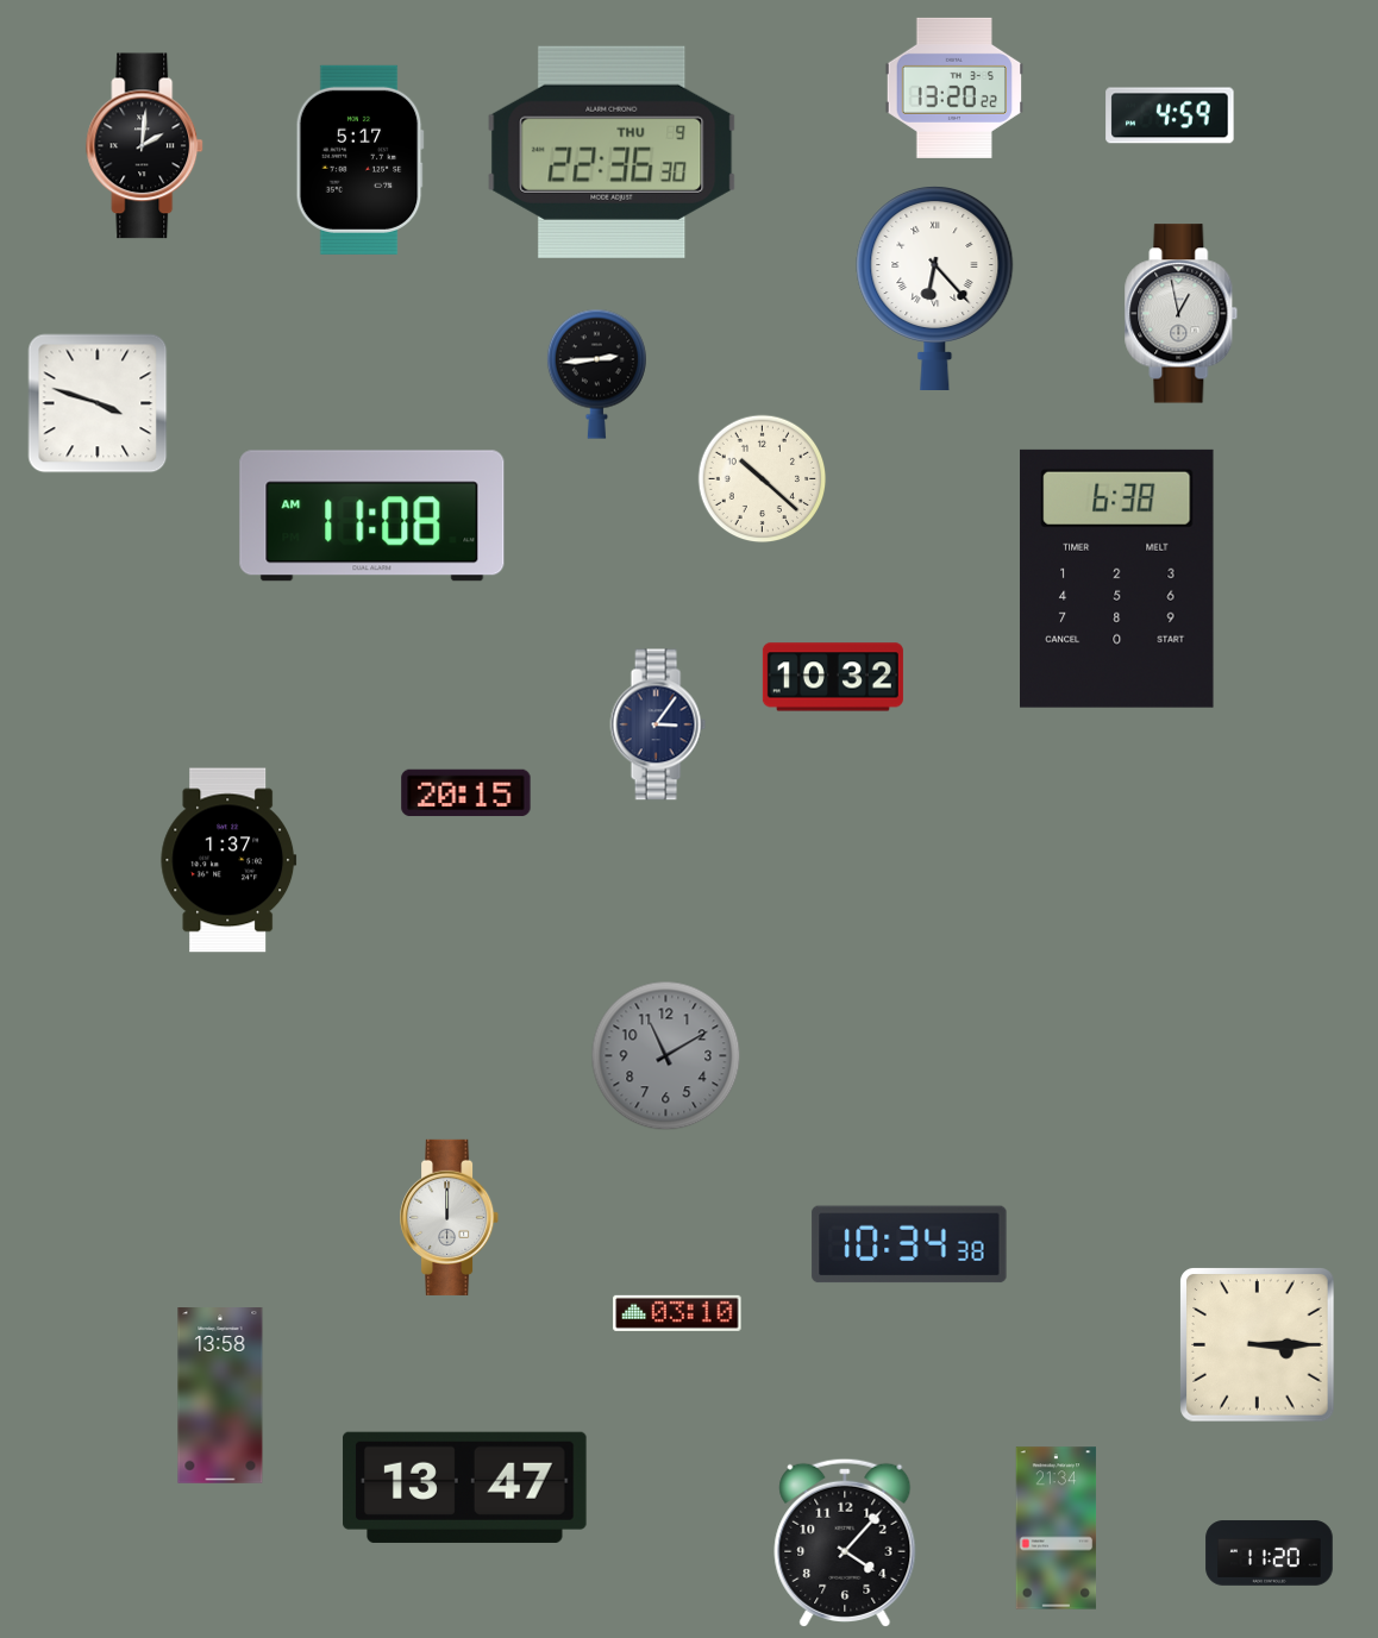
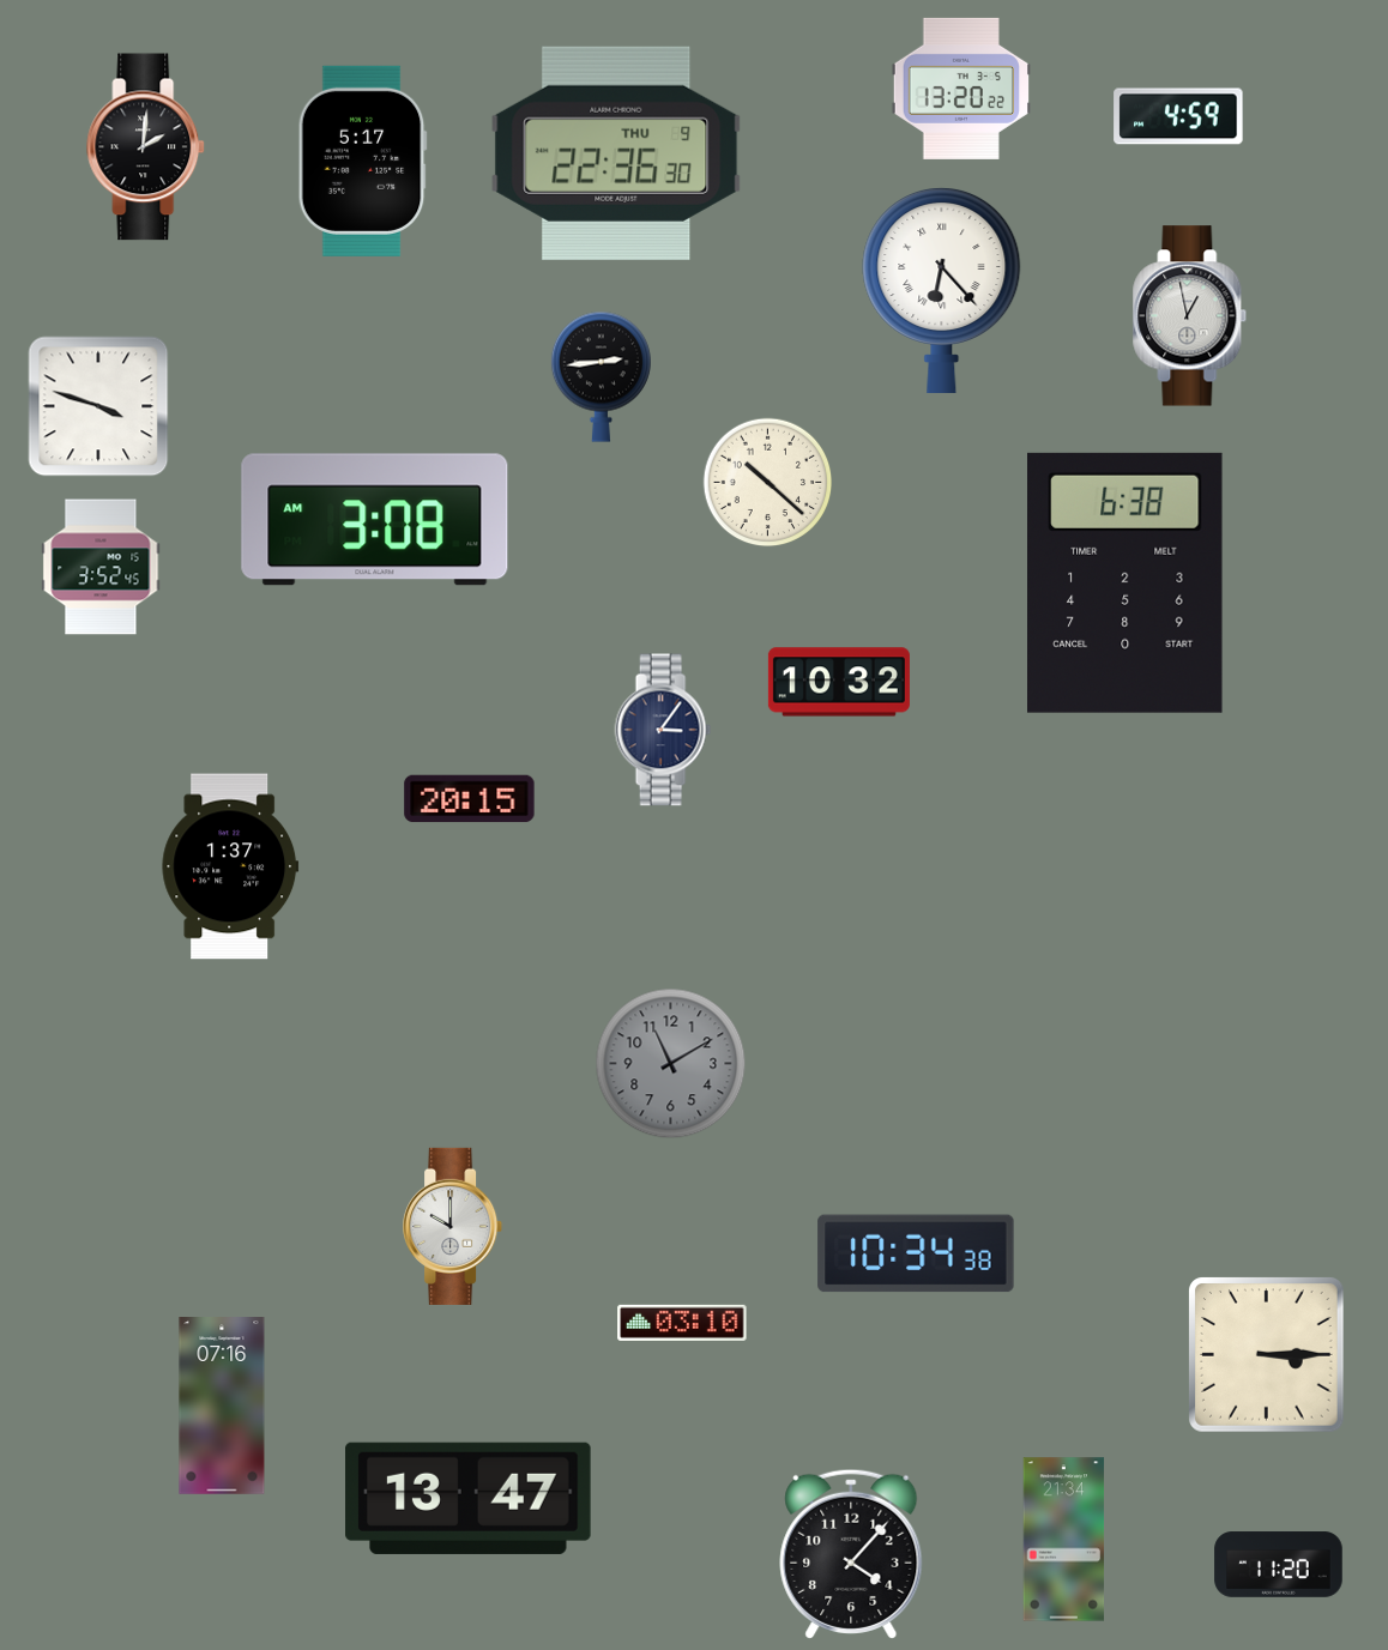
clock at (372, 516): 11:08 -> 3:08
clock at (101, 567): none -> 3:52
clock at (450, 1217): 12:00 -> 10:00
clock at (220, 1397): 13:58 -> 07:16
